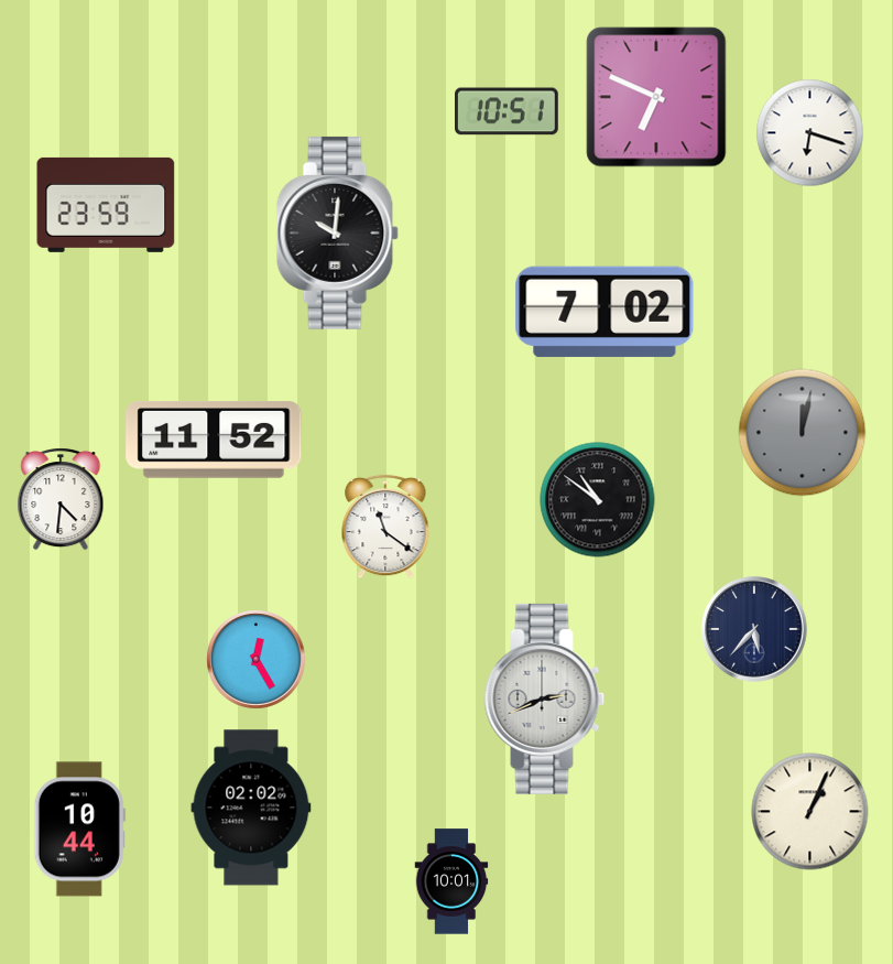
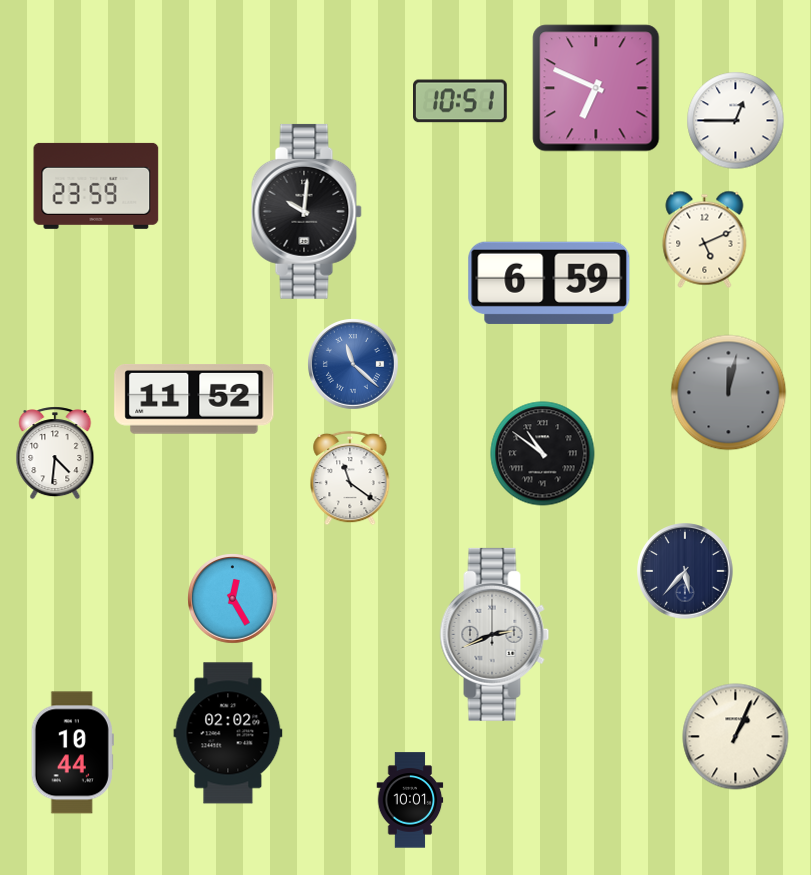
clock at (810, 133): 6:18 -> 12:45
clock at (705, 239): none -> 5:11
clock at (605, 312): 7:02 -> 6:59
clock at (353, 364): none -> 11:22
